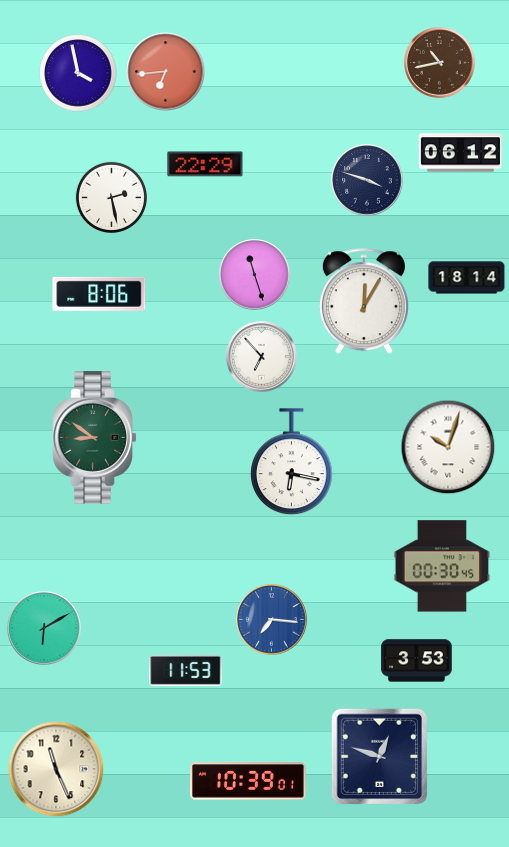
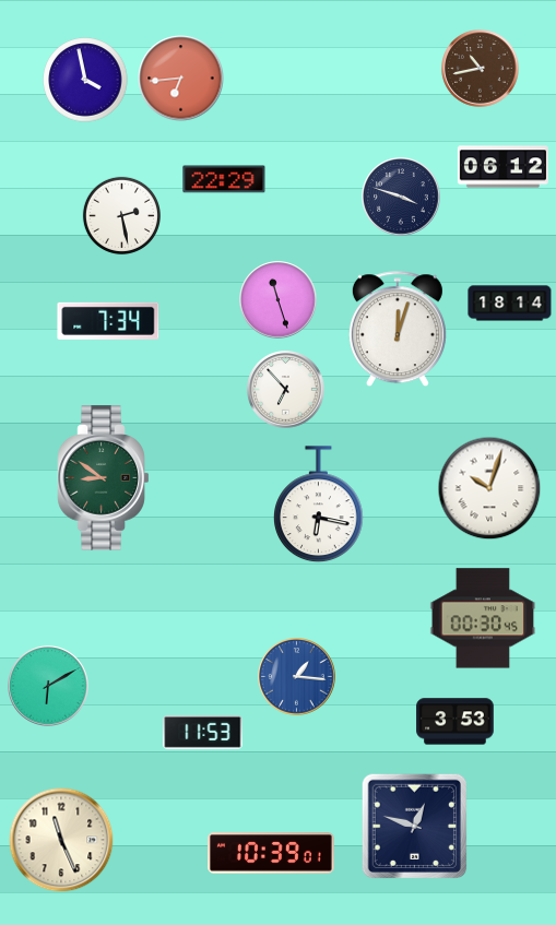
clock at (99, 294): 8:06 -> 7:34
clock at (364, 302): 12:05 -> 12:03
clock at (272, 620): 7:16 -> 1:16
